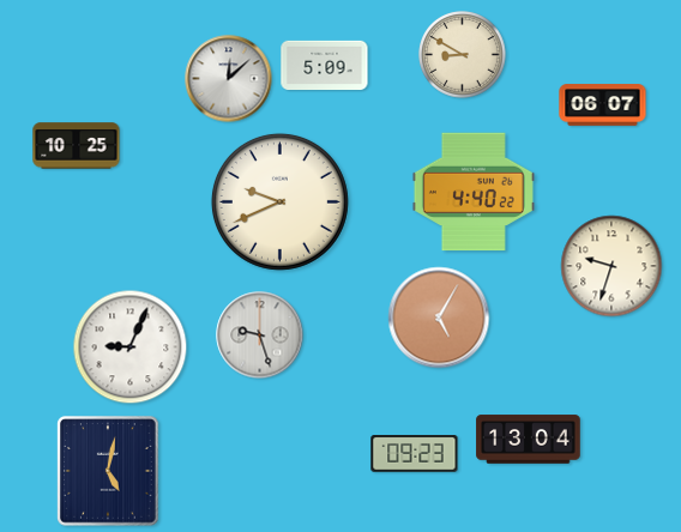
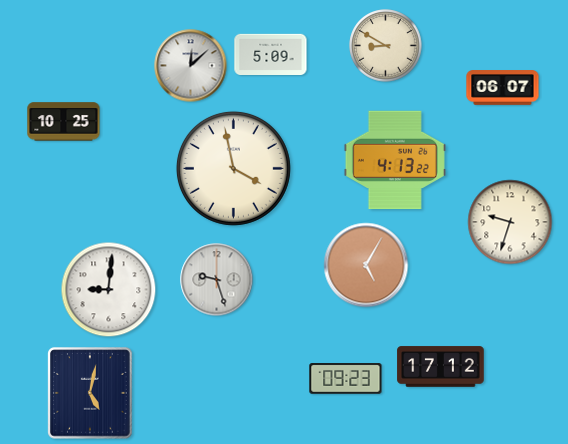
clock at (474, 192): 4:40 -> 4:13
clock at (279, 201): 9:41 -> 3:58
clock at (131, 347): 9:04 -> 9:01
clock at (529, 440): 13:04 -> 17:12
